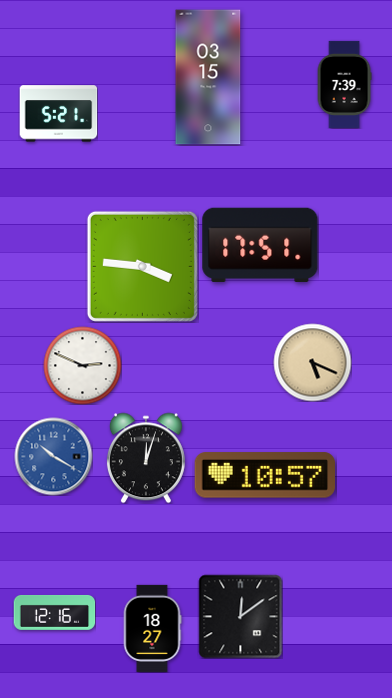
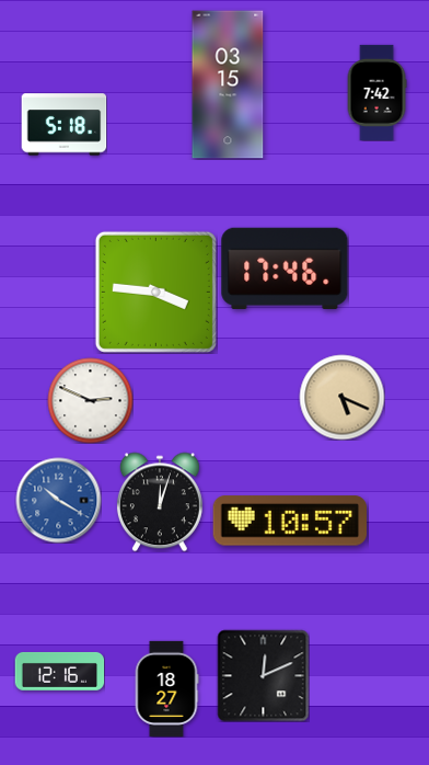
clock at (344, 84): 7:39 -> 7:42
clock at (58, 114): 5:21 -> 5:18
clock at (260, 245): 17:51 -> 17:46
clock at (240, 616): 12:09 -> 12:11
